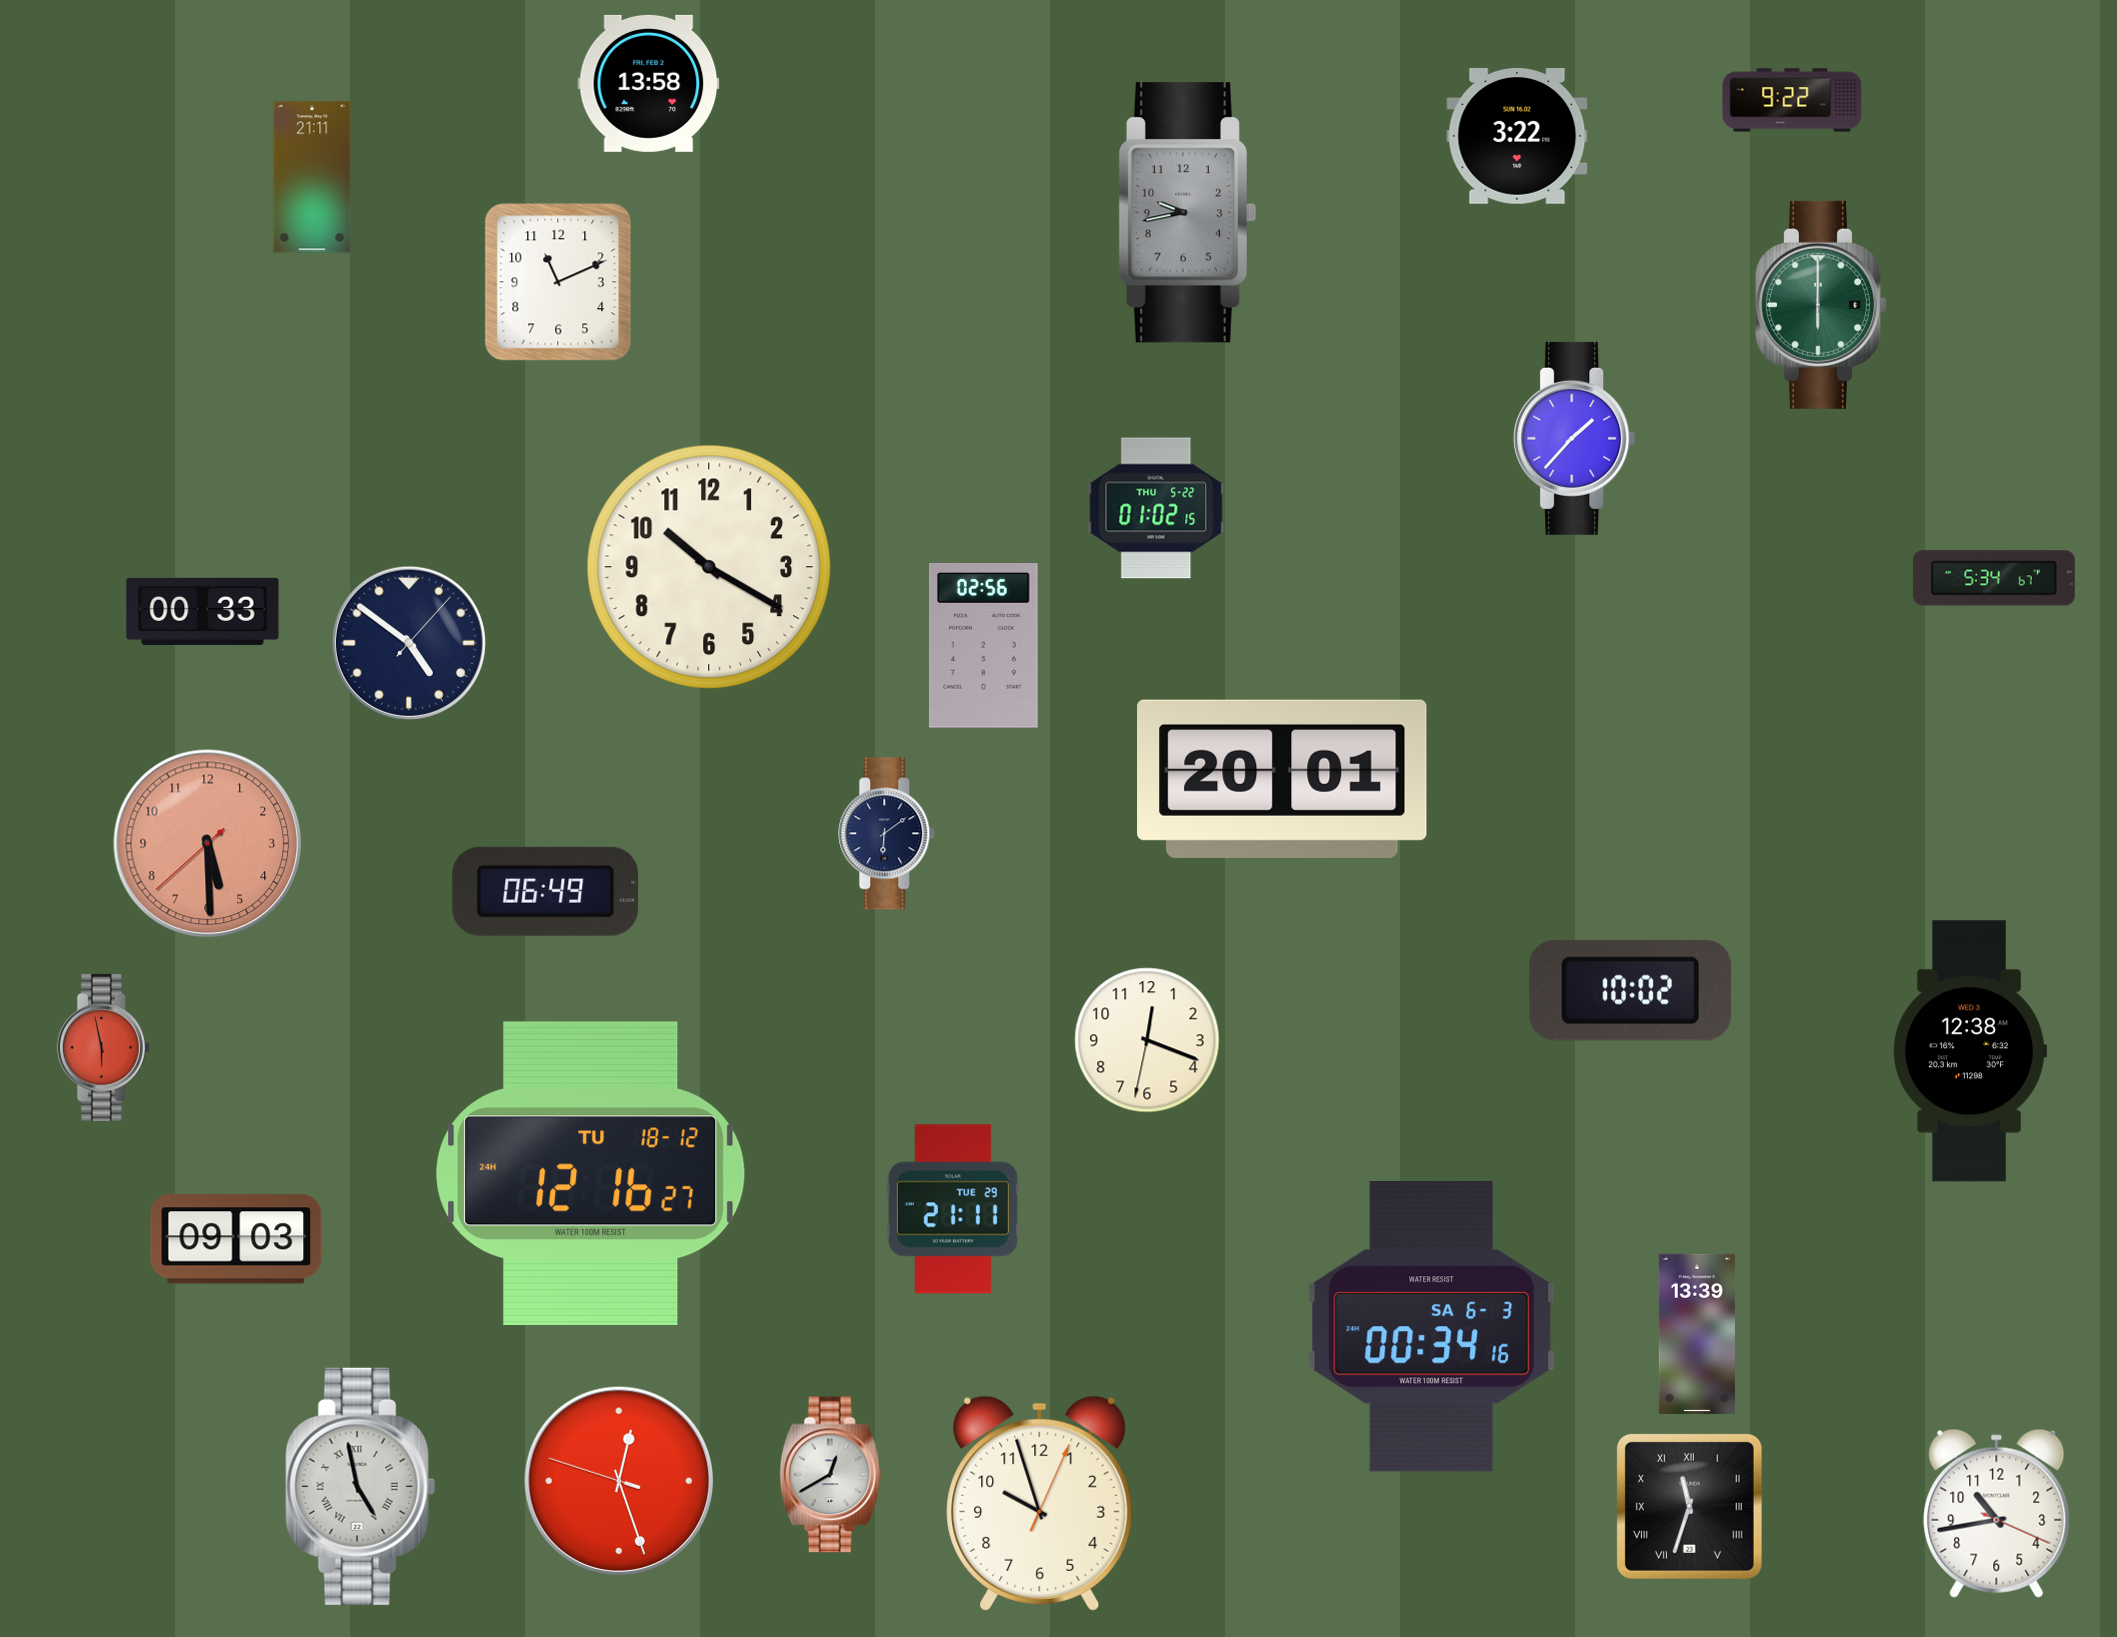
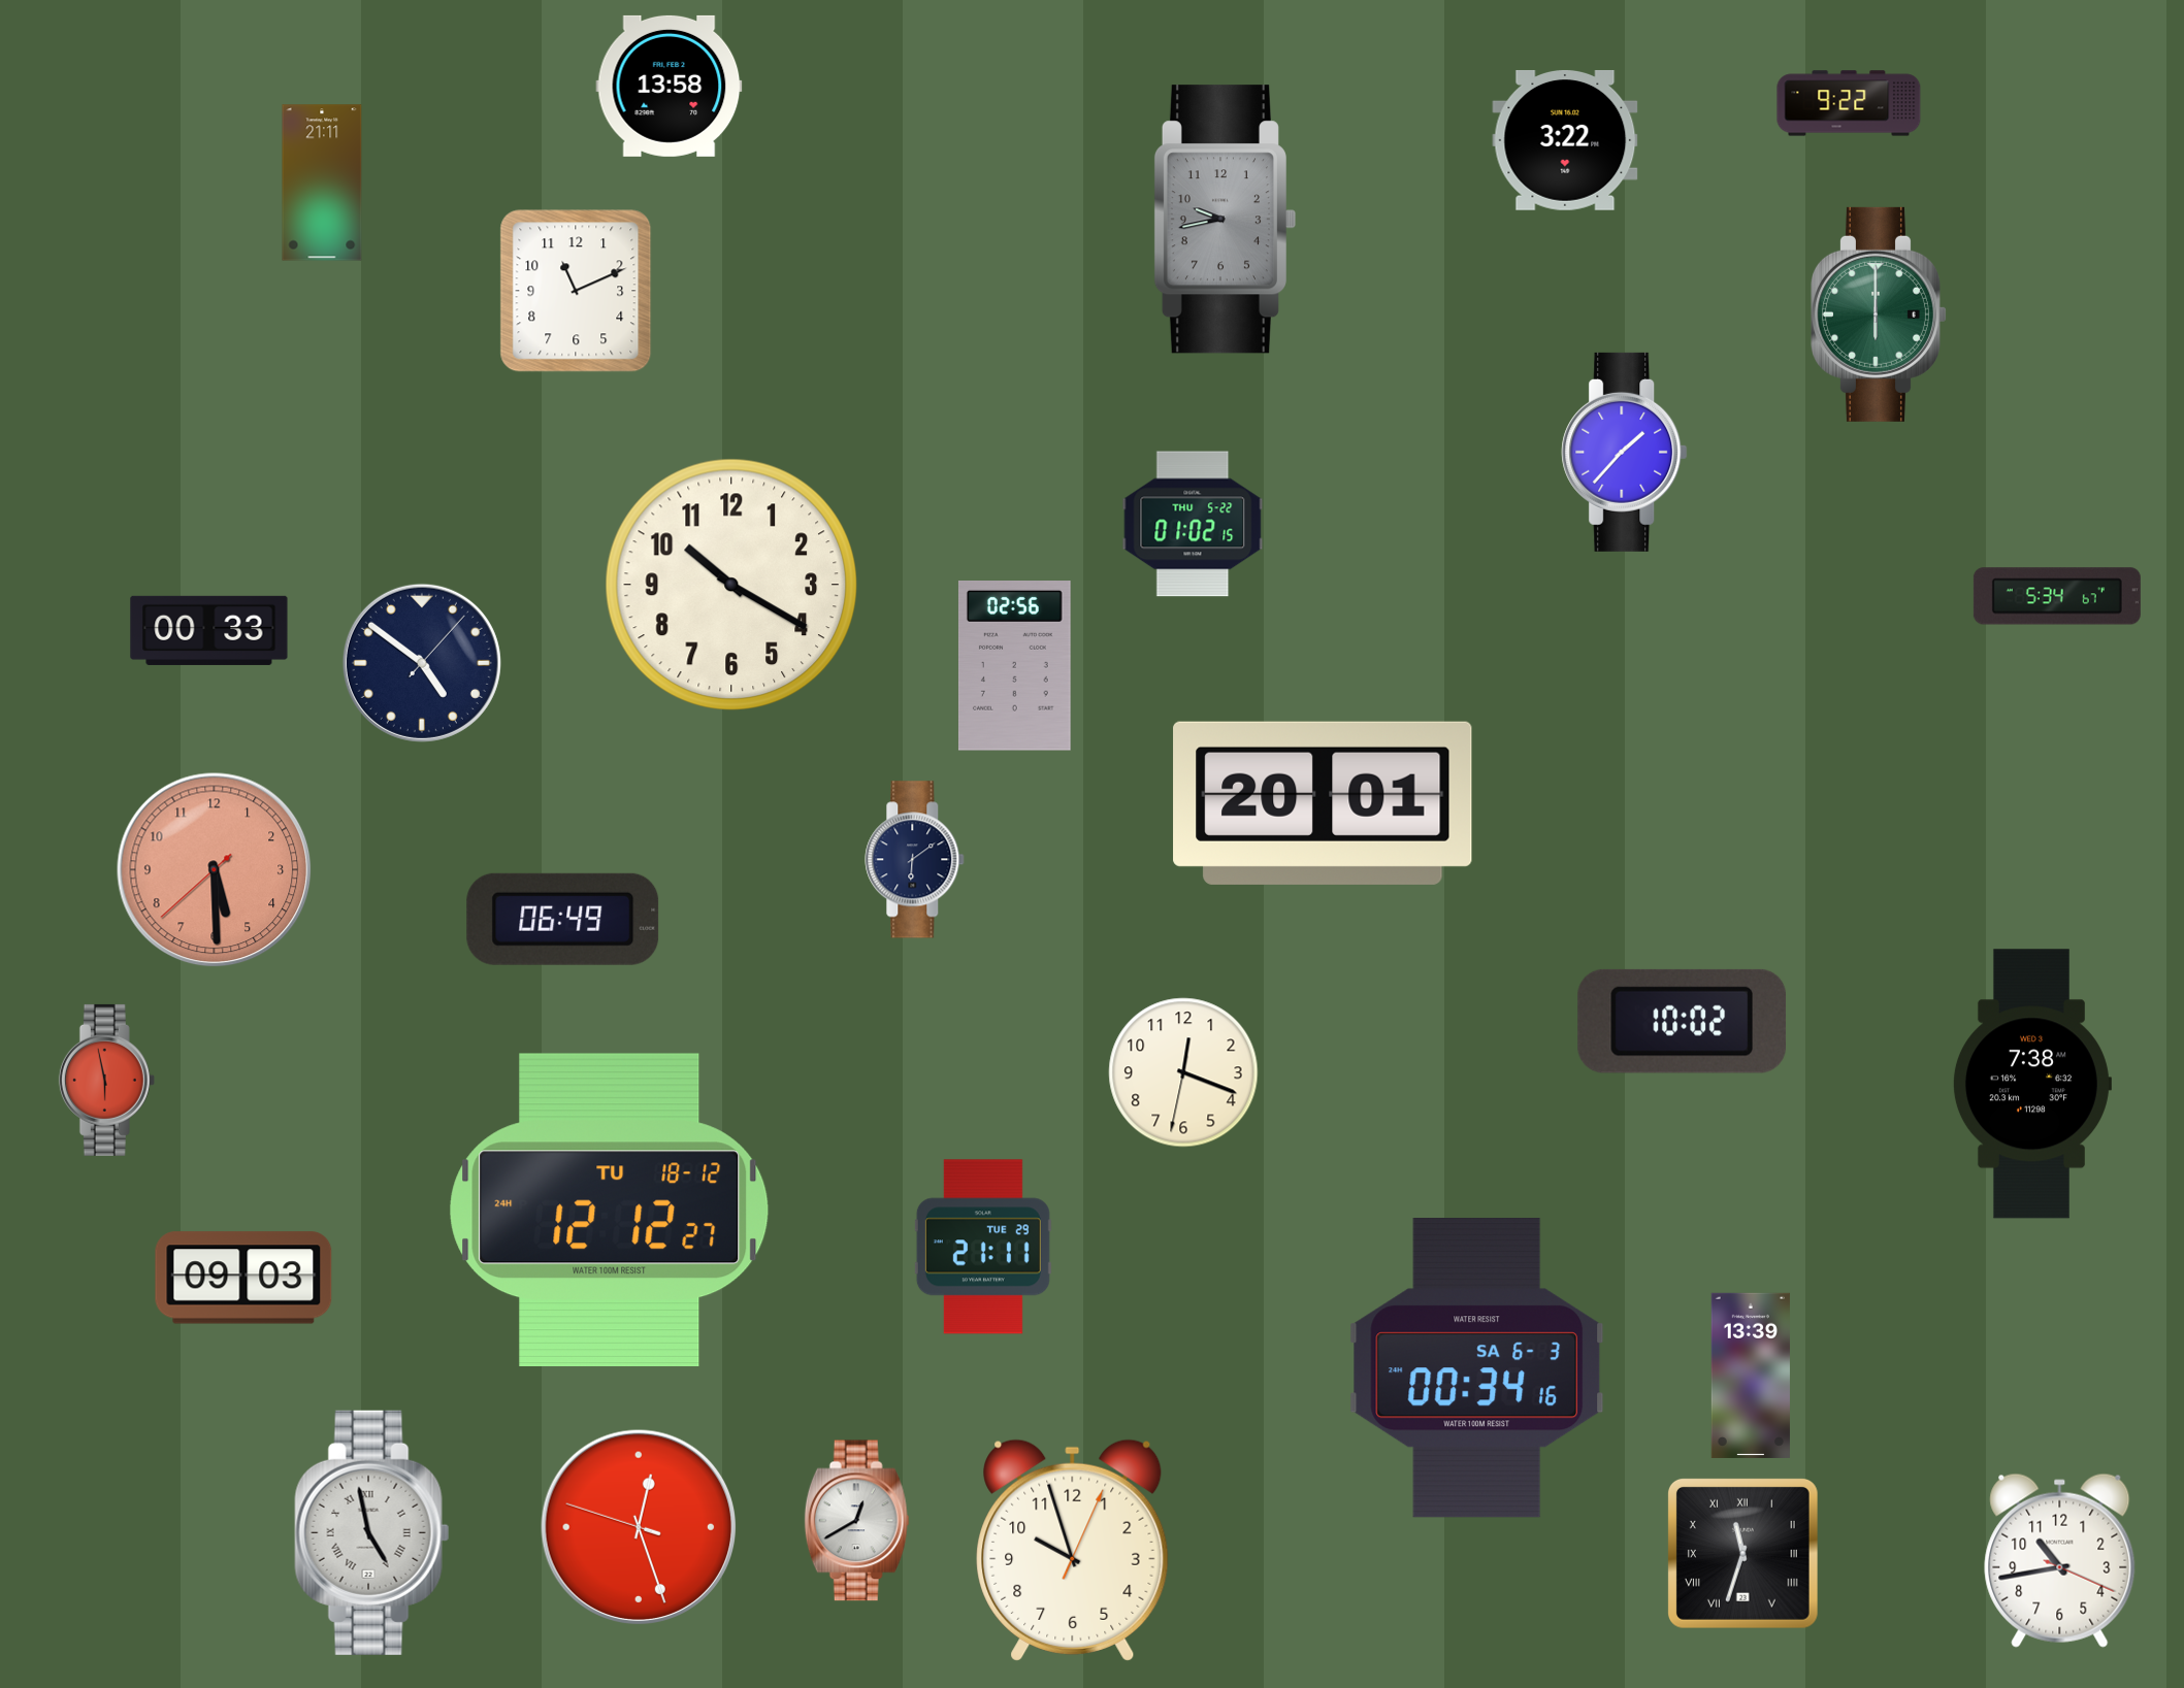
clock at (1969, 1051): 12:38 -> 7:38
clock at (591, 1173): 12:16 -> 12:12
